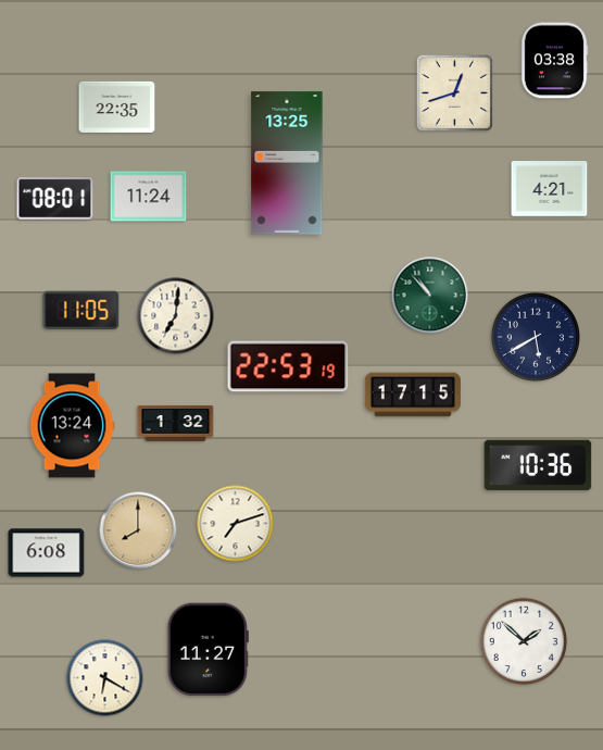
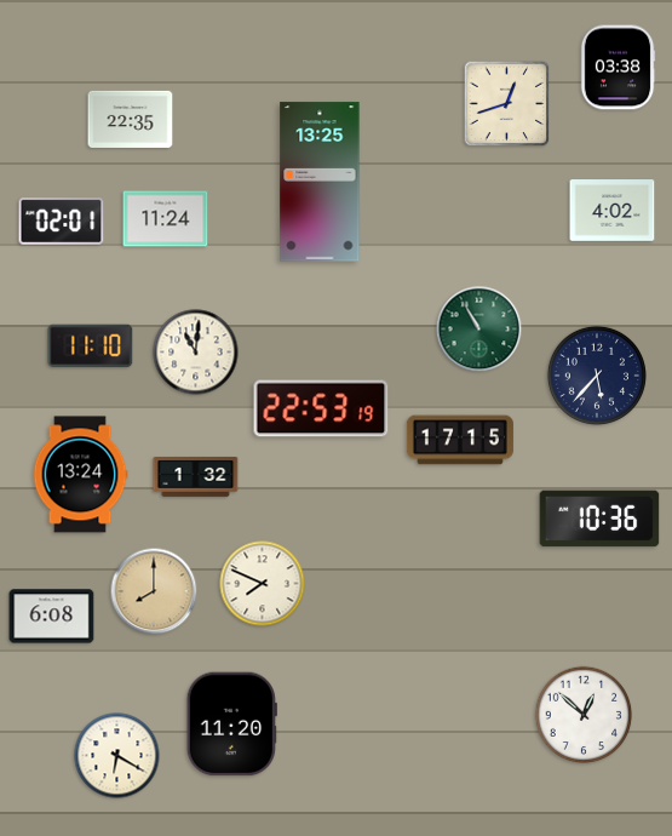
clock at (550, 189): 4:21 -> 4:02
clock at (55, 199): 08:01 -> 02:01
clock at (430, 296): 10:53 -> 10:55
clock at (81, 310): 11:05 -> 11:10
clock at (176, 316): 7:01 -> 11:01
clock at (536, 337): 5:40 -> 5:37
clock at (176, 423) position: (176, 423) -> (196, 476)
clock at (236, 524): 7:12 -> 7:49
clock at (524, 641): 1:52 -> 12:52
clock at (208, 650): 11:27 -> 11:20
